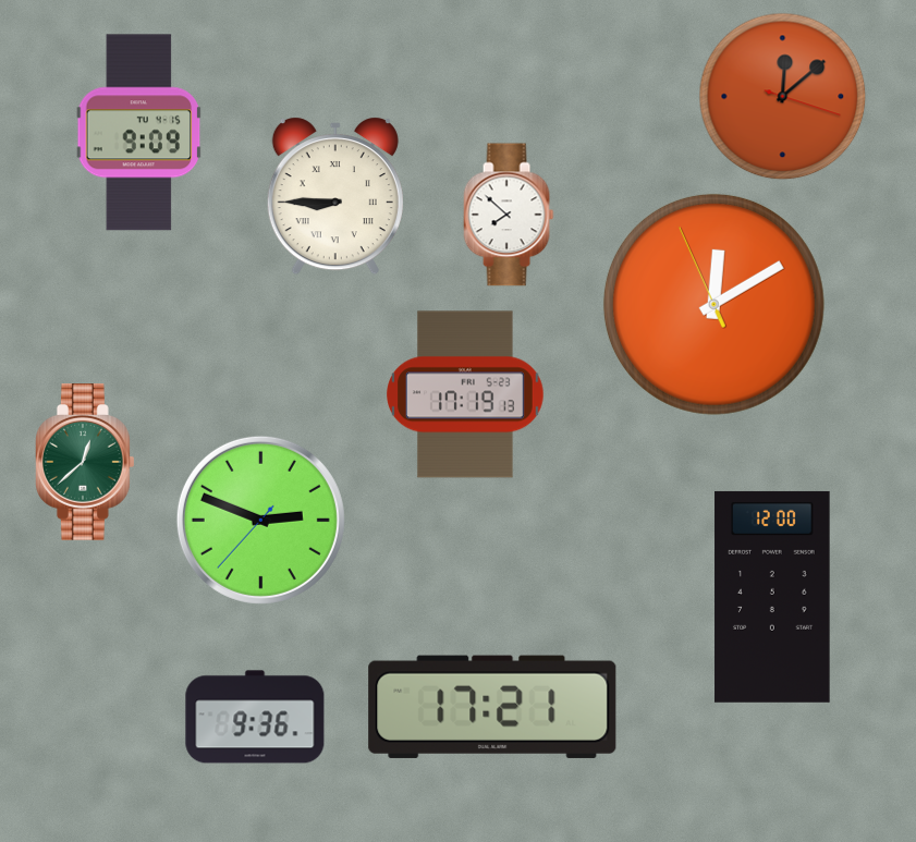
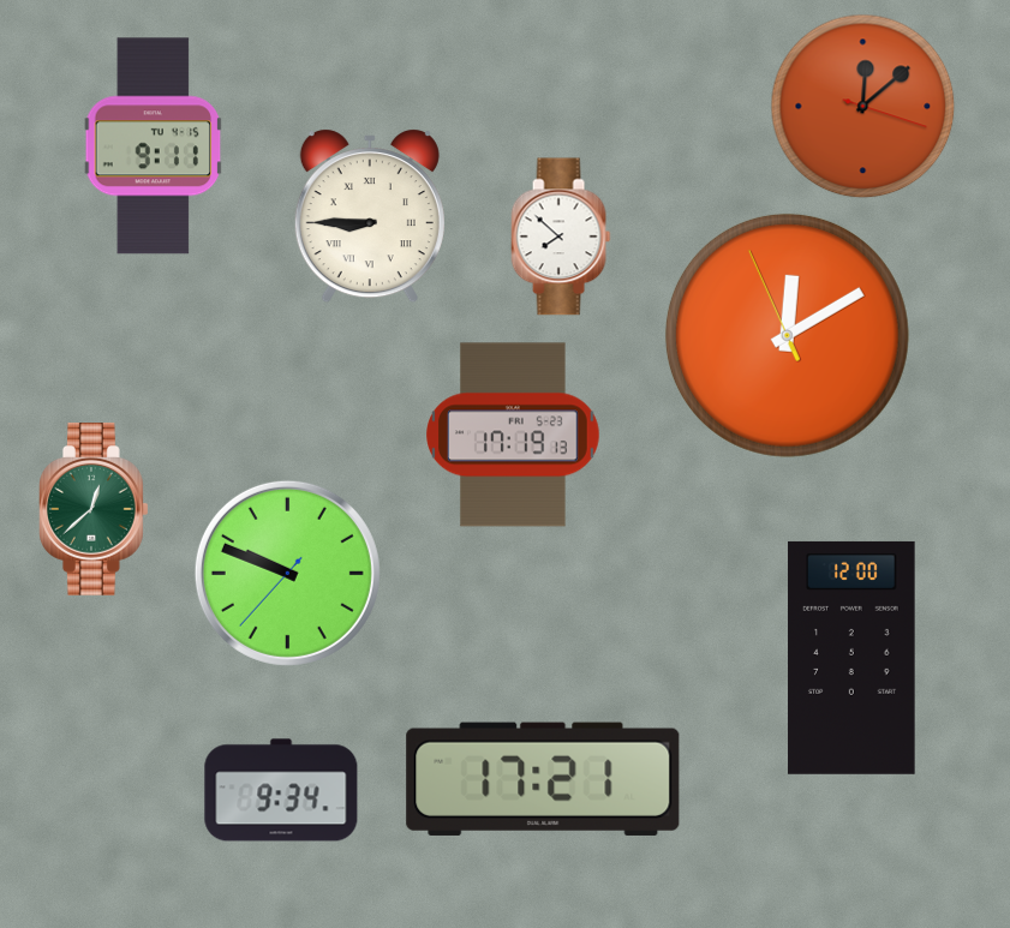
clock at (139, 133): 9:09 -> 9:11
clock at (260, 520): 2:48 -> 9:48
clock at (255, 717): 9:36 -> 9:34
